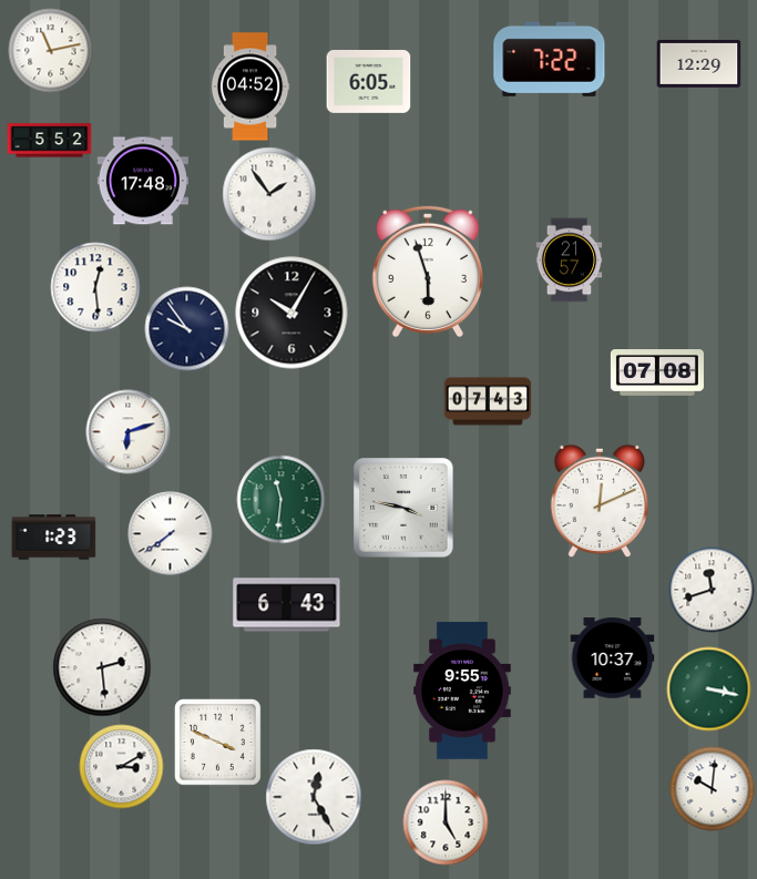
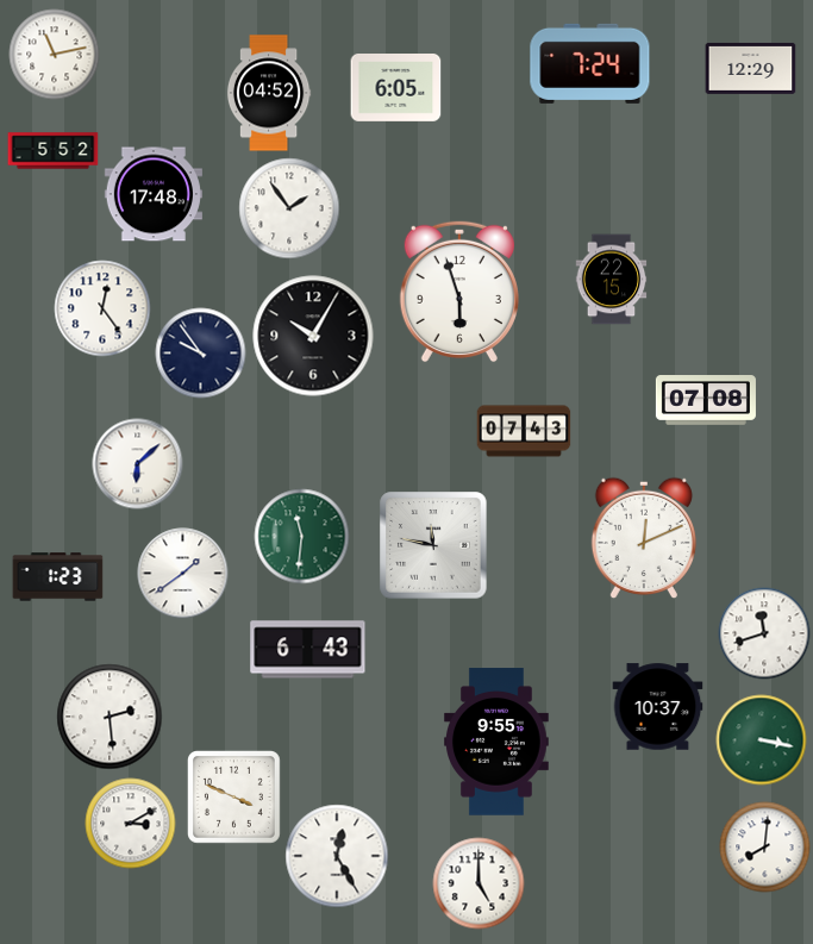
clock at (550, 59): 7:22 -> 7:24
clock at (570, 260): 21:57 -> 22:15
clock at (95, 287): 12:29 -> 12:24
clock at (129, 432): 6:12 -> 6:08
clock at (403, 508): 3:47 -> 11:47
clock at (171, 534): 7:39 -> 1:39
clock at (713, 789): 10:01 -> 8:01
